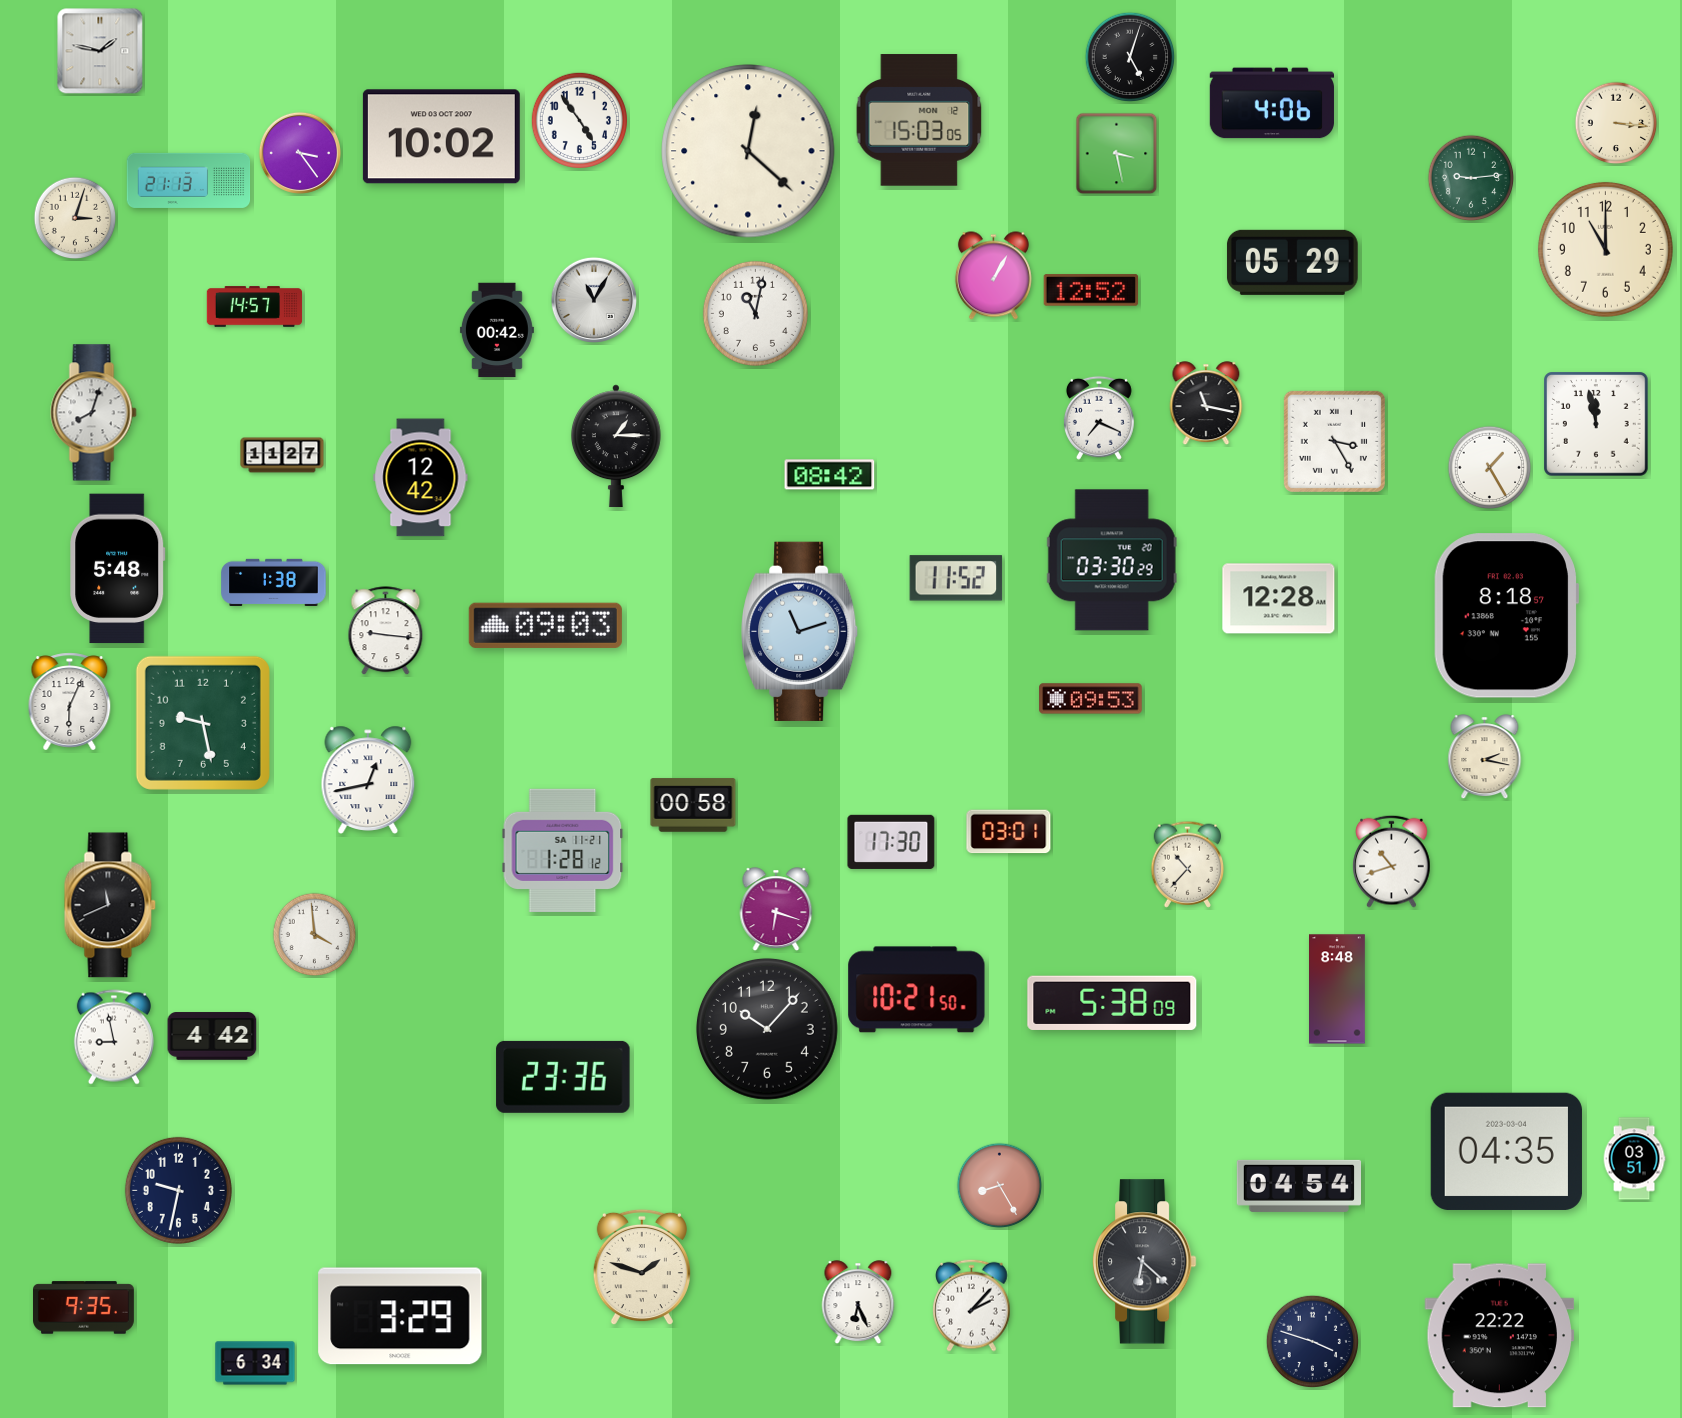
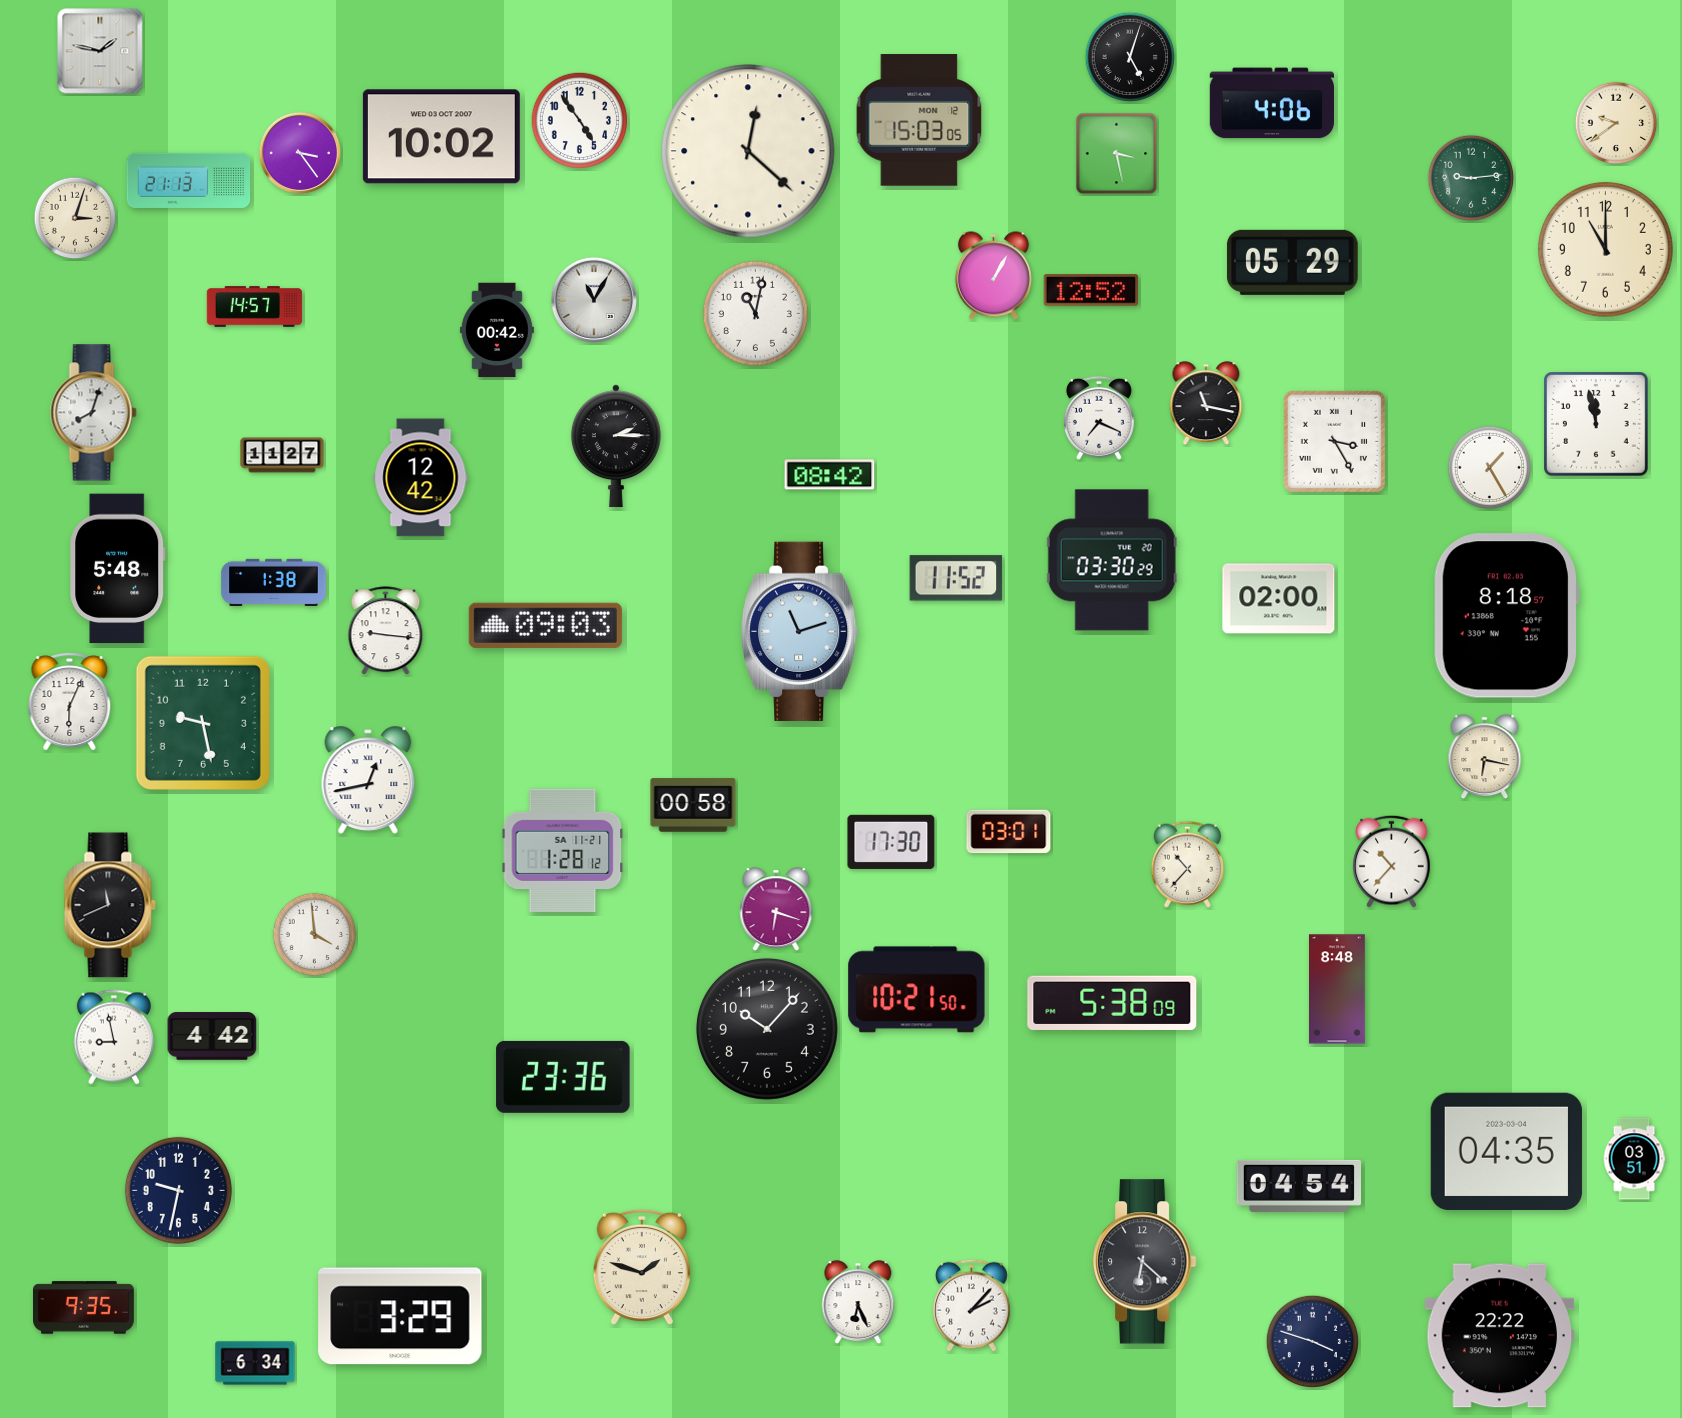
clock at (1616, 123): 3:16 -> 9:39
clock at (616, 446): 1:15 -> 2:15
clock at (1279, 599): 12:28 -> 02:00
clock at (1091, 699): 09:53 -> none
clock at (1485, 757): 2:17 -> 6:17
clock at (1392, 861): 10:42 -> 10:37
clock at (1000, 1186): 8:25 -> none
